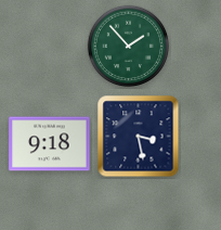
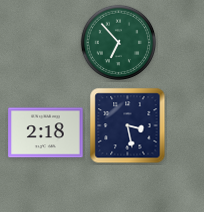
clock at (129, 47): 1:53 -> 6:53
clock at (50, 144): 9:18 -> 2:18
